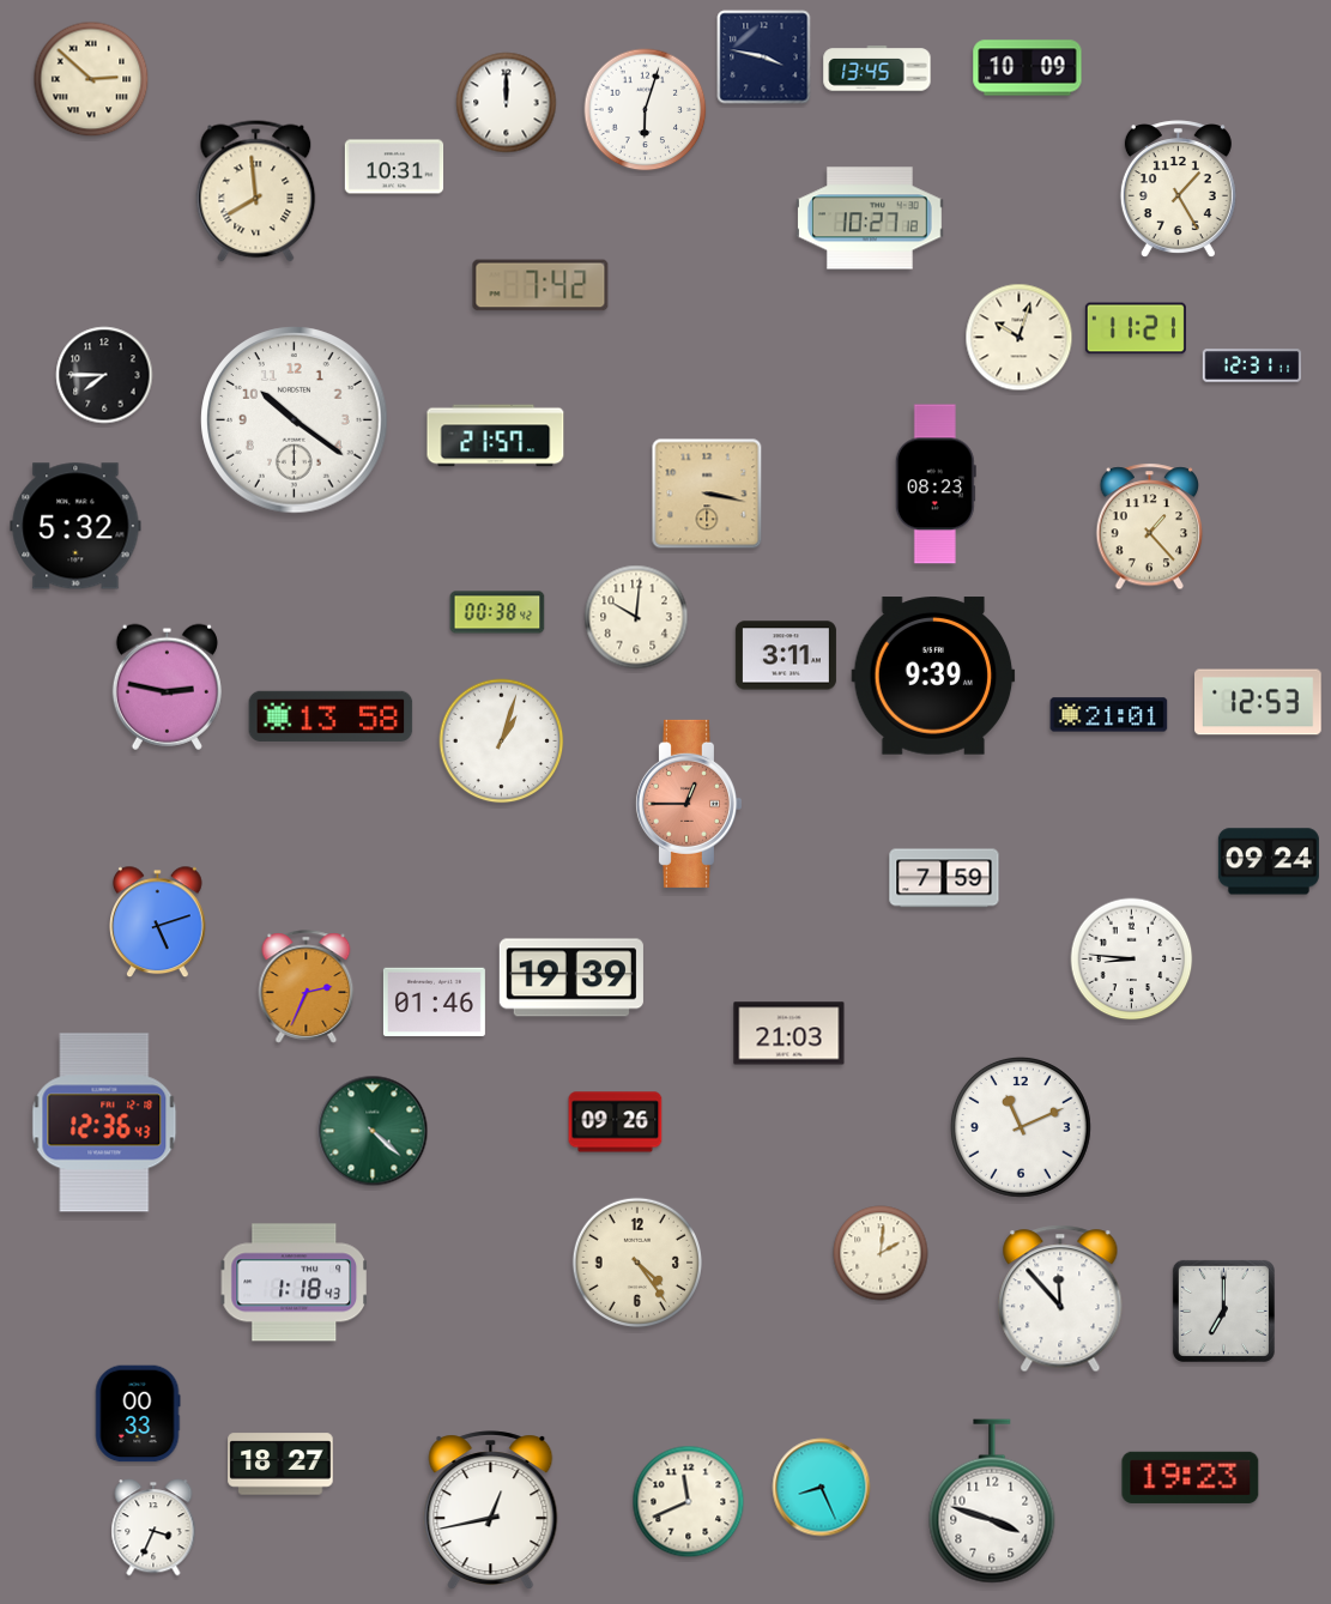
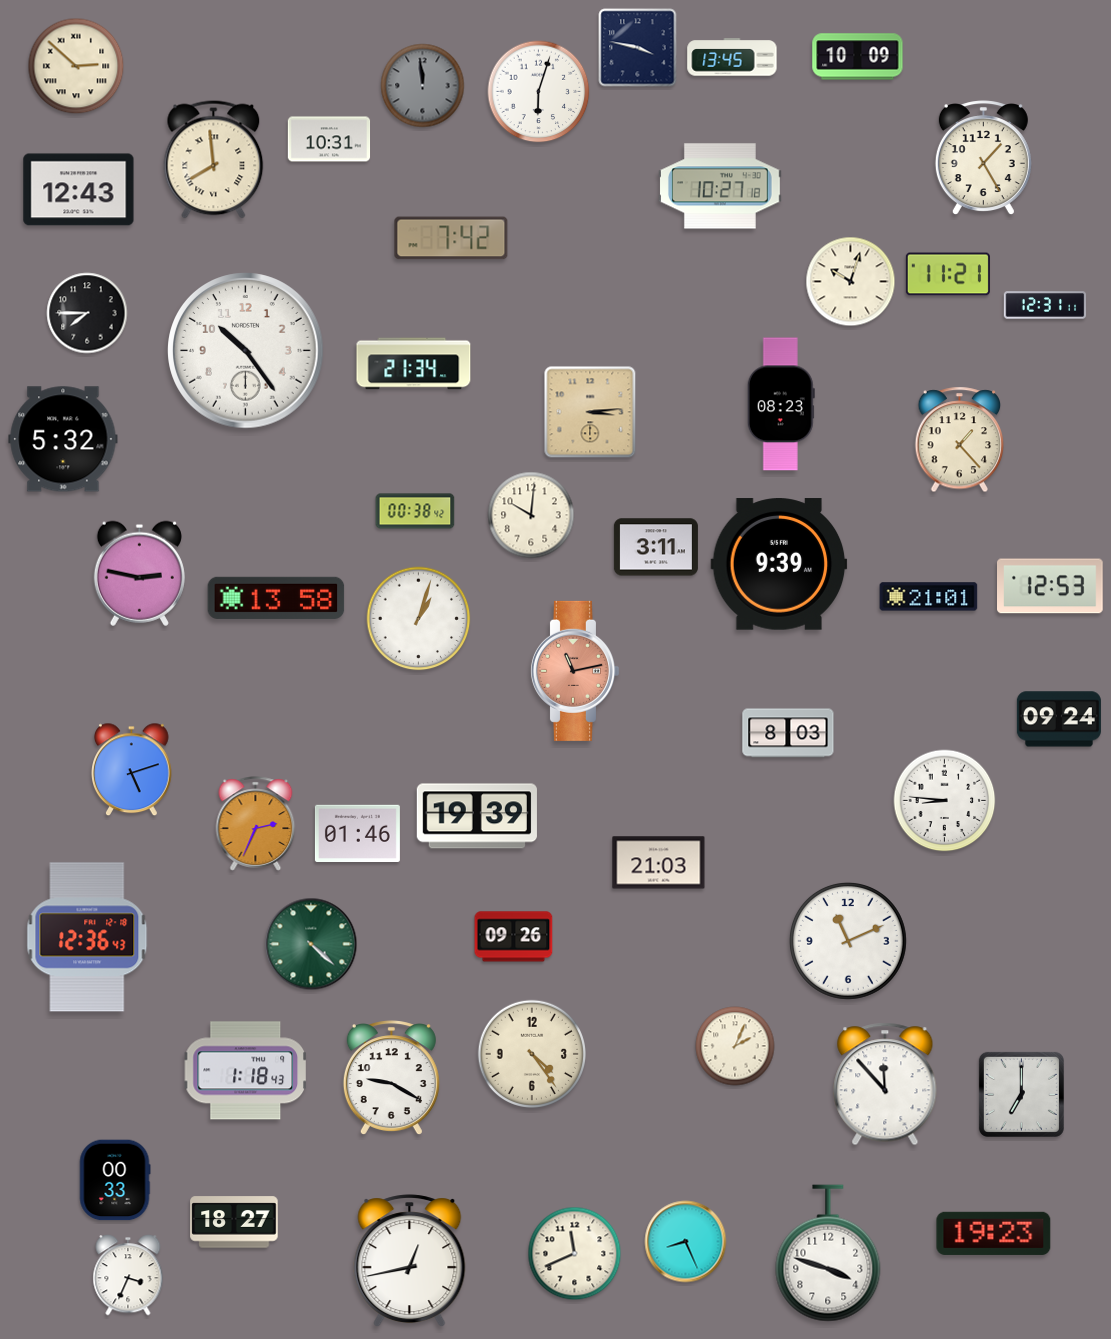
clock at (507, 103): 12:00 -> 11:59
clock at (507, 103) dial: white -> grey
clock at (870, 218) position: (870, 218) -> (720, 186)
clock at (79, 190): none -> 12:43
clock at (295, 420): 10:21 -> 10:24
clock at (496, 436): 21:57 -> 21:34
clock at (707, 494): 3:17 -> 3:14
clock at (1109, 715) position: (1109, 715) -> (929, 597)
clock at (688, 804): 12:45 -> 11:13
clock at (944, 878): 7:59 -> 8:03
clock at (434, 1003) position: (434, 1003) -> (357, 834)
clock at (1021, 1127) position: (1021, 1127) -> (848, 941)
clock at (881, 1253): 2:01 -> 2:04
clock at (391, 1078): none -> 9:20
